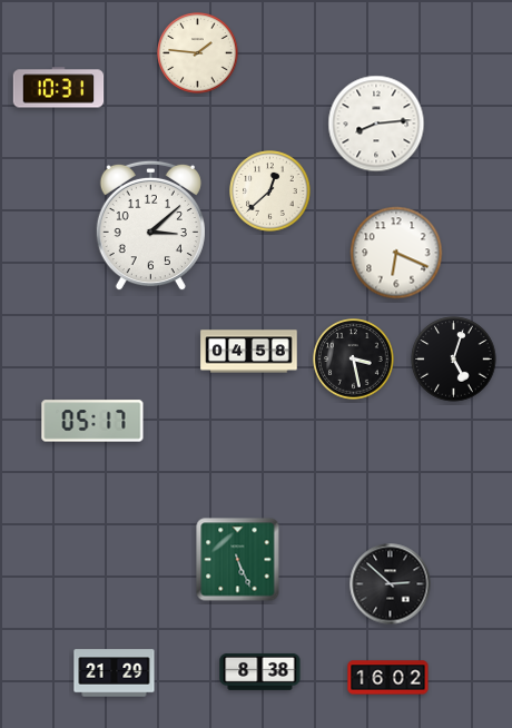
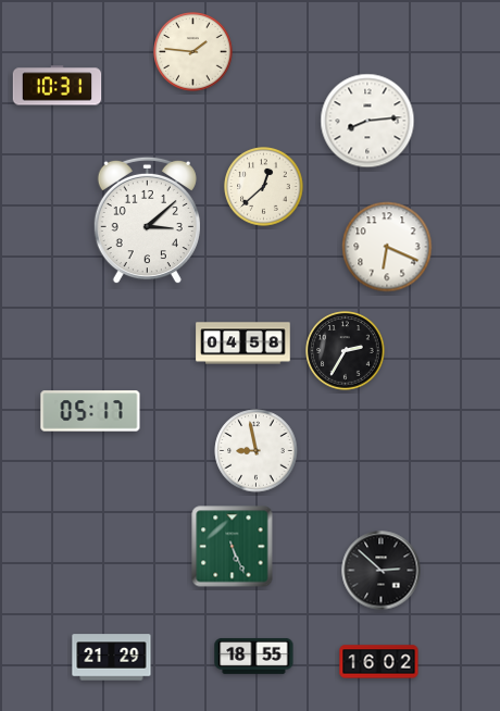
clock at (354, 360): 3:28 -> 2:35
clock at (454, 360): 5:03 -> none
clock at (257, 451): none -> 8:58
clock at (260, 671): 8:38 -> 18:55
